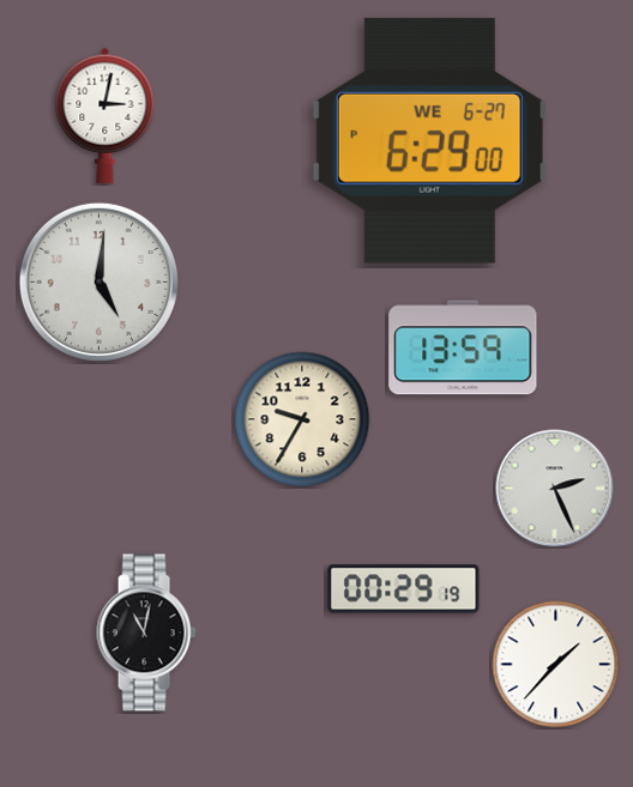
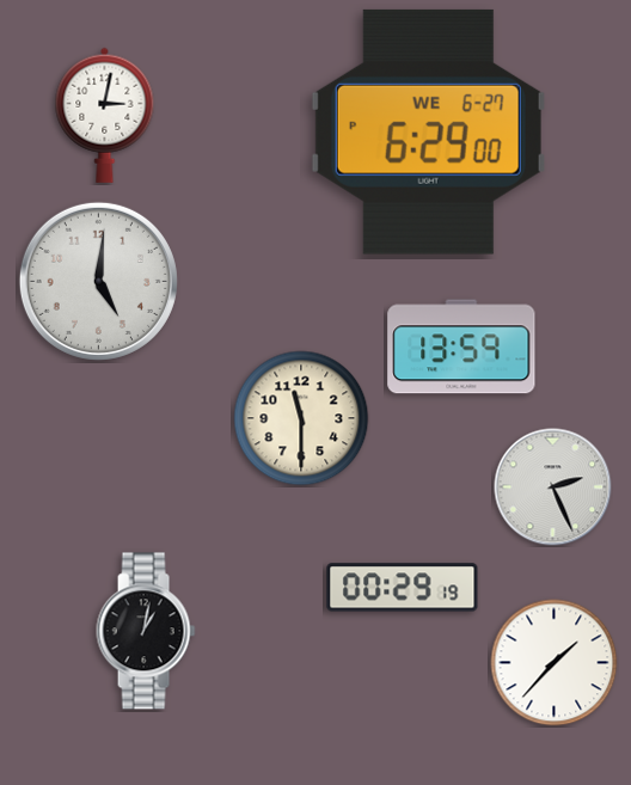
clock at (429, 140) position: (429, 140) -> (428, 131)
clock at (302, 419): 9:35 -> 11:30
clock at (146, 632): 11:02 -> 1:02
